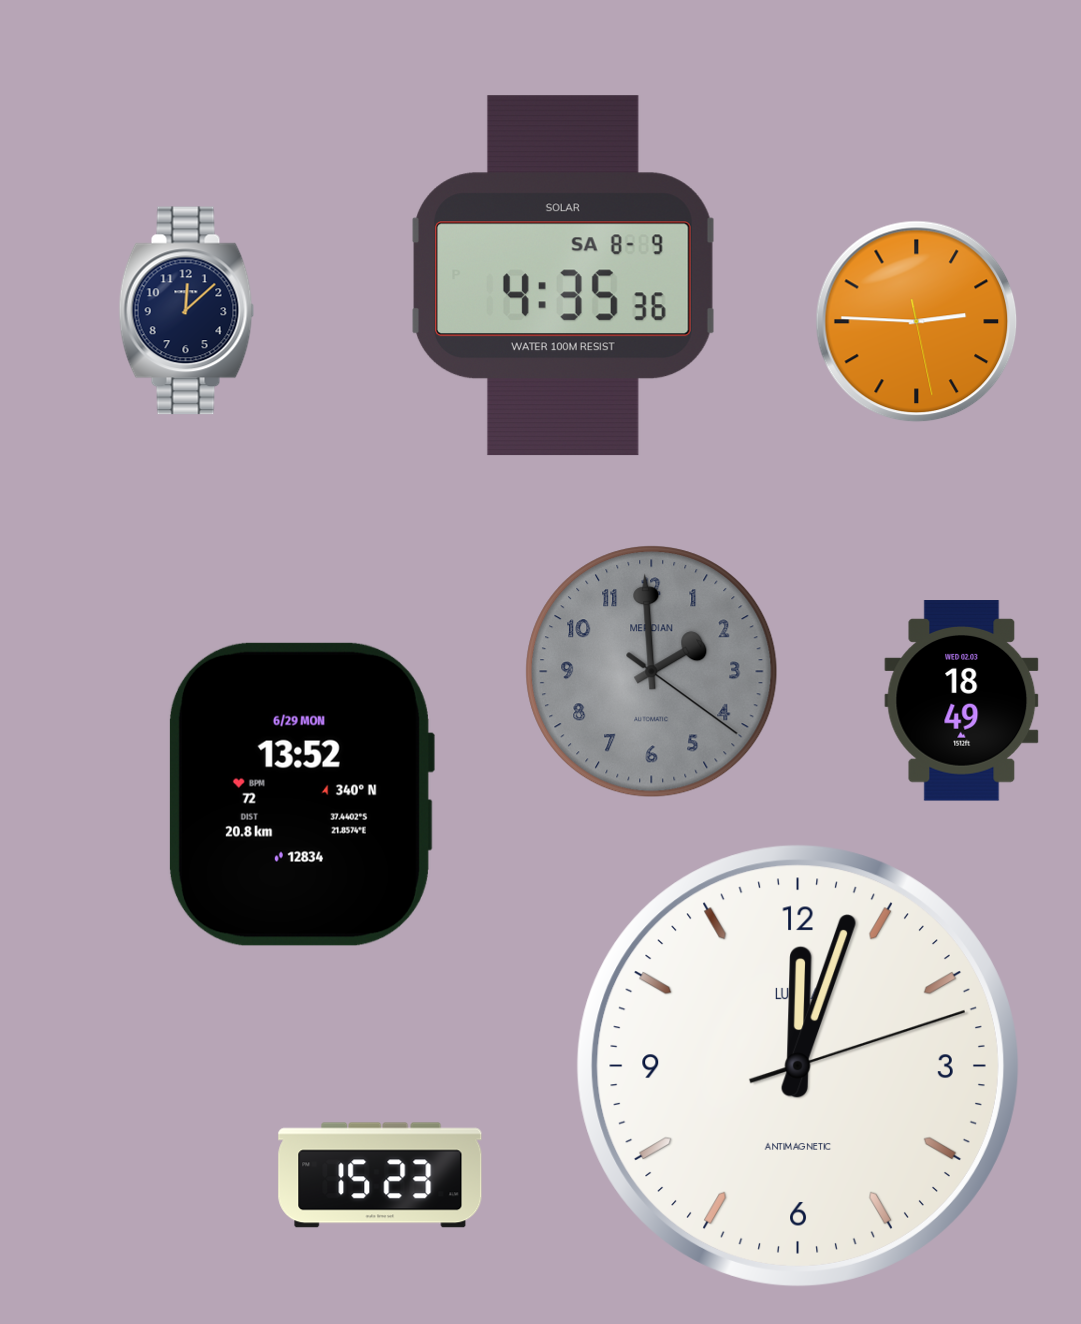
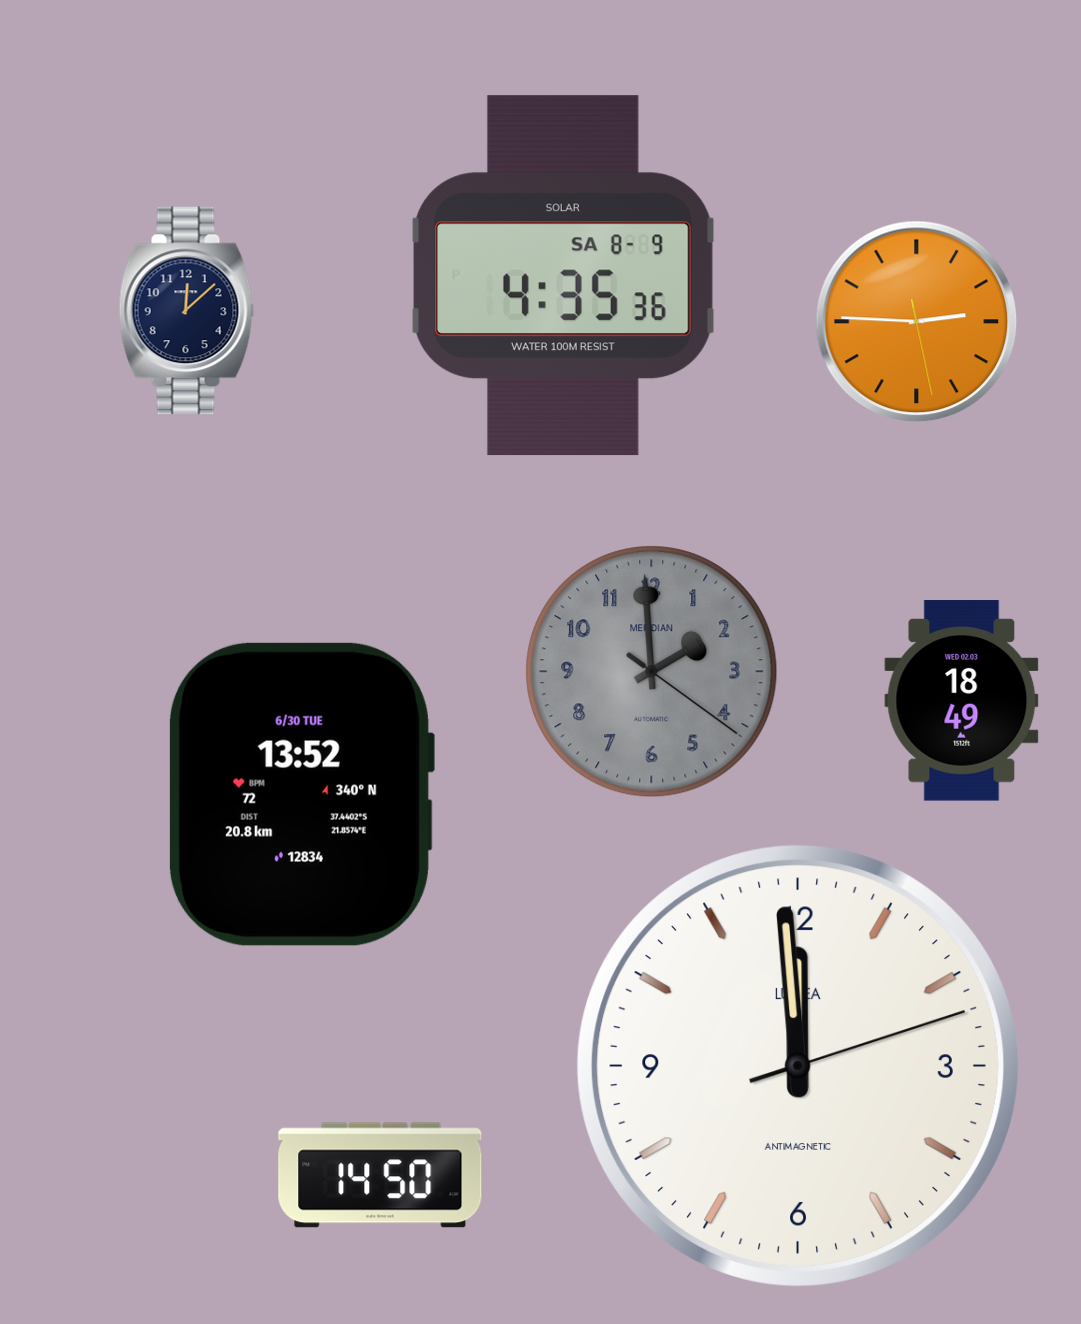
clock at (301, 794) date: 6/29 MON -> 6/30 TUE
clock at (798, 1066): 12:03 -> 11:59
clock at (380, 1175): 15:23 -> 14:50
